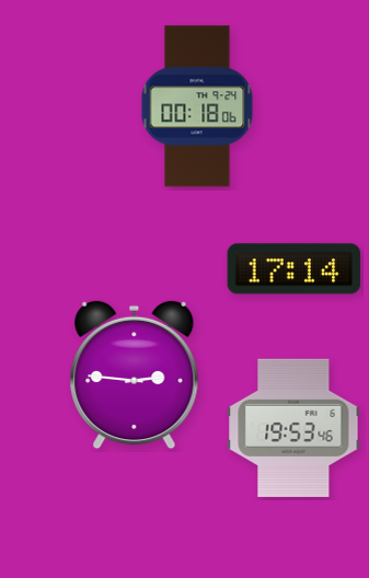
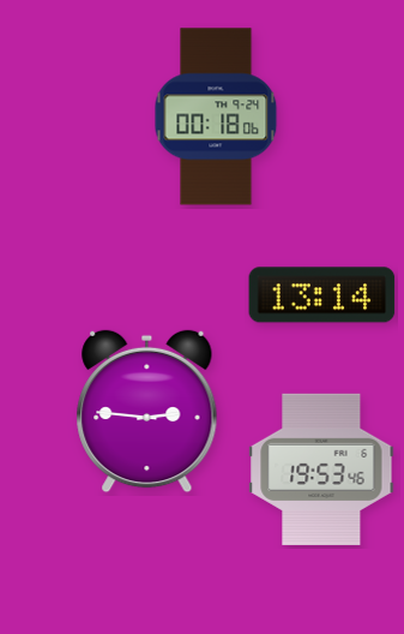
clock at (295, 269): 17:14 -> 13:14
